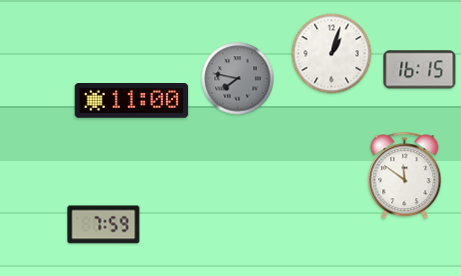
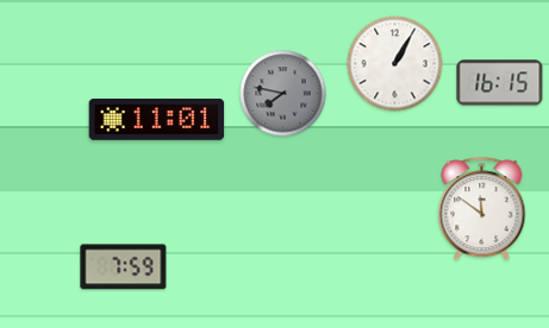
clock at (332, 54): 1:03 -> 1:05
clock at (132, 101): 11:00 -> 11:01
